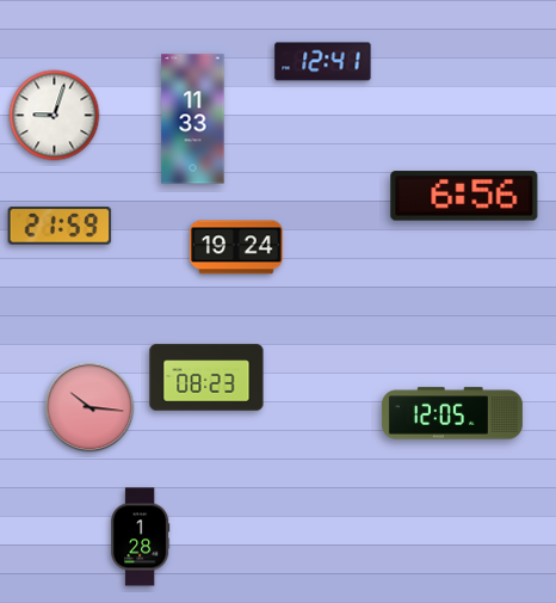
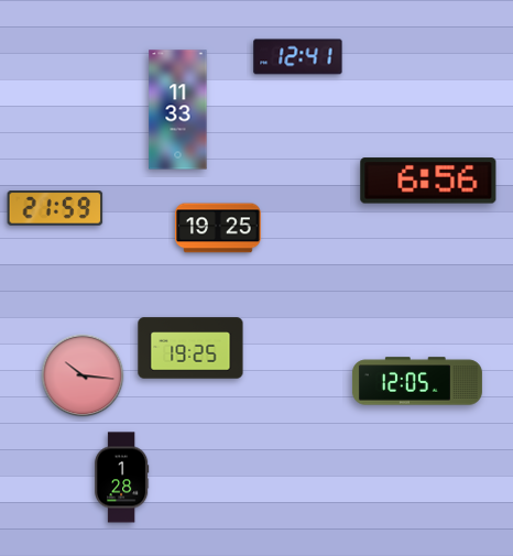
clock at (55, 116): 9:03 -> none
clock at (236, 247): 19:24 -> 19:25
clock at (206, 377): 08:23 -> 19:25
clock at (141, 537) position: (141, 537) -> (122, 478)
